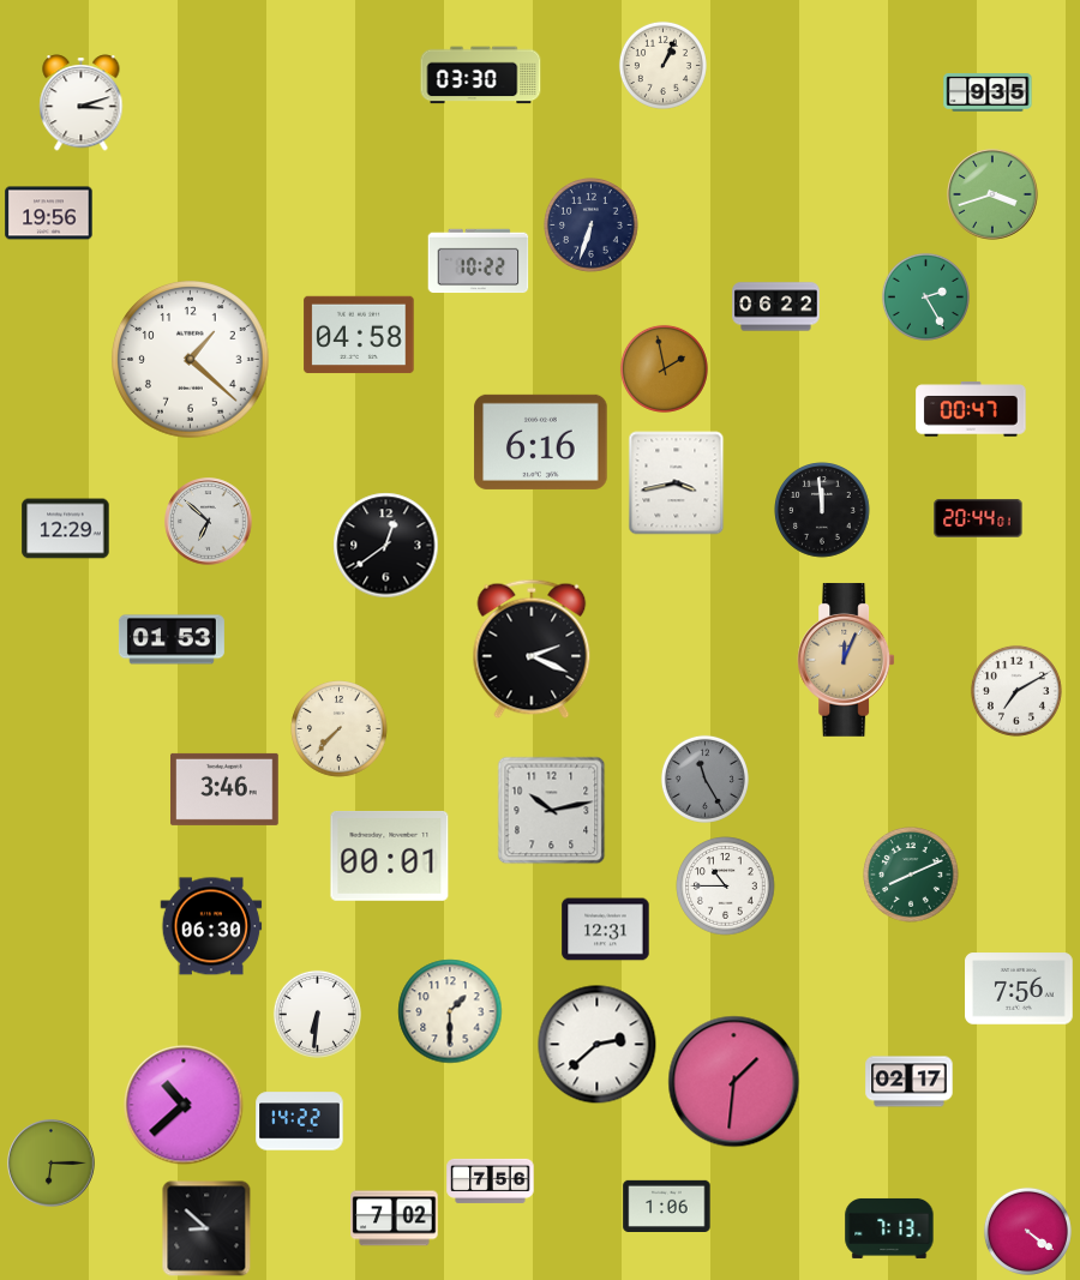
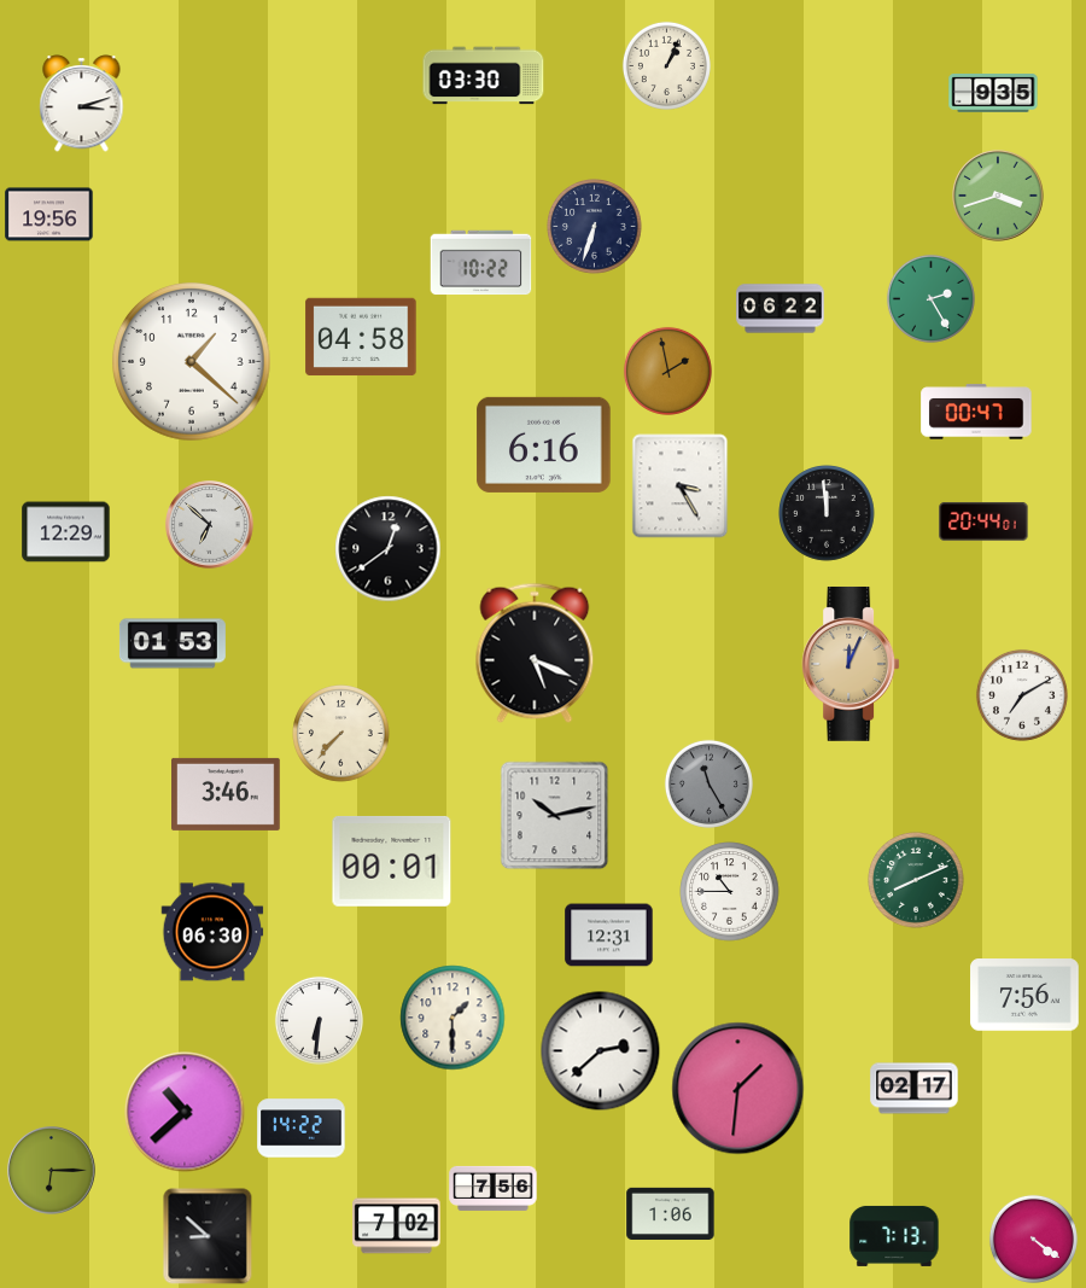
clock at (677, 483): 3:43 -> 3:25
clock at (532, 649): 2:19 -> 5:19
